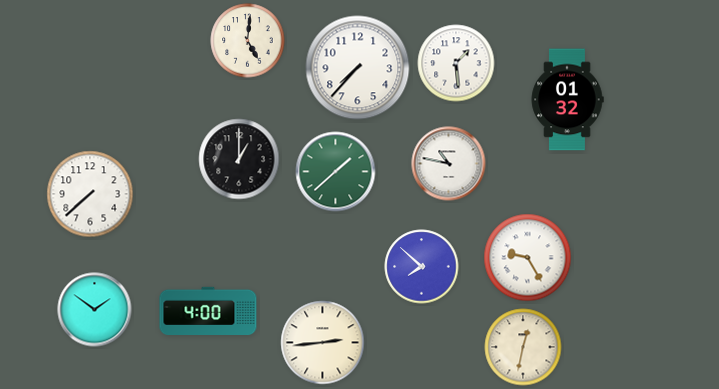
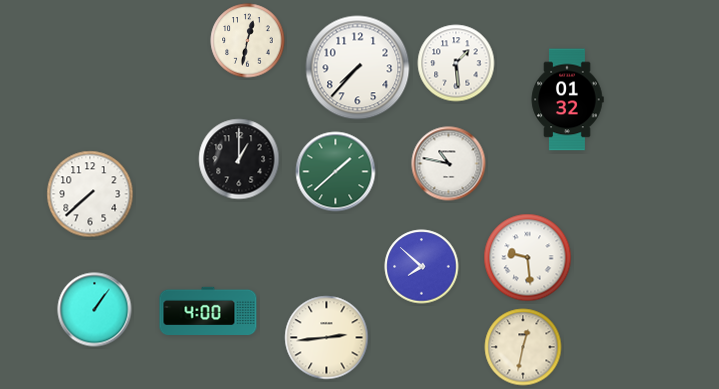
clock at (248, 41): 5:01 -> 12:32
clock at (528, 258): 9:25 -> 9:29
clock at (95, 310): 1:51 -> 1:06
clock at (323, 343) position: (323, 343) -> (327, 338)
